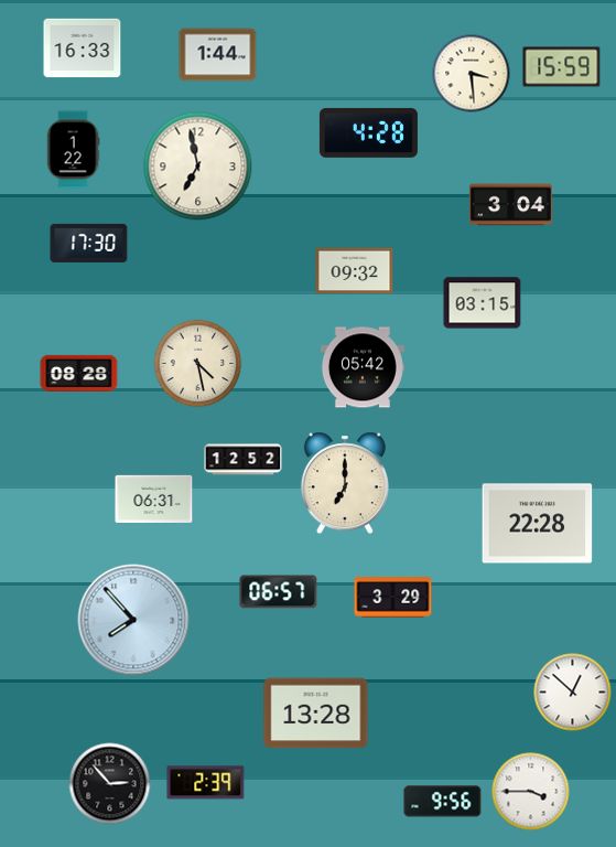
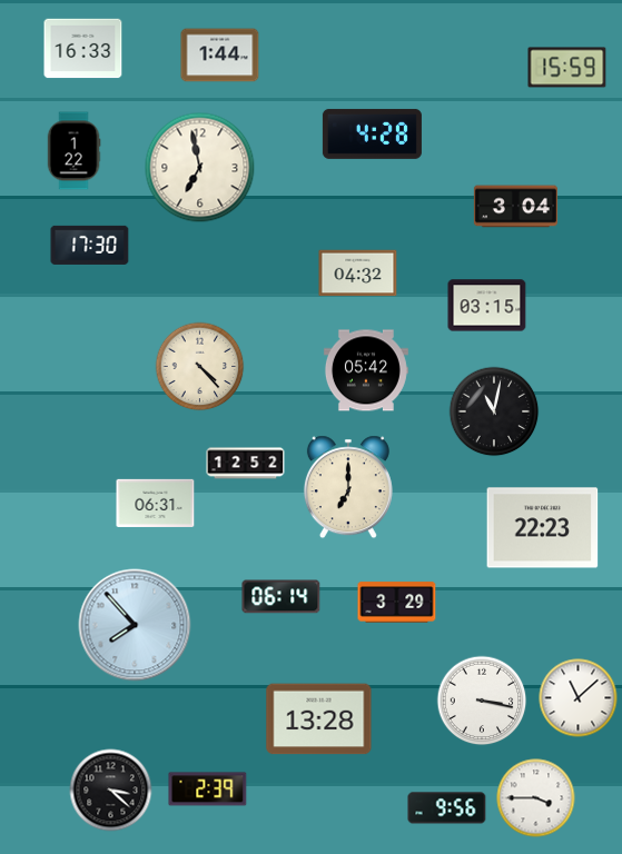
clock at (472, 74): 3:29 -> none
clock at (355, 271): 09:32 -> 04:32
clock at (198, 364): 4:28 -> 4:23
clock at (79, 373): 08:28 -> none
clock at (494, 411): none -> 11:02
clock at (538, 524): 22:28 -> 22:23
clock at (279, 592): 06:57 -> 06:14
clock at (573, 693): 12:52 -> 11:08
clock at (482, 701): none -> 3:17
clock at (110, 784): 2:53 -> 3:22
